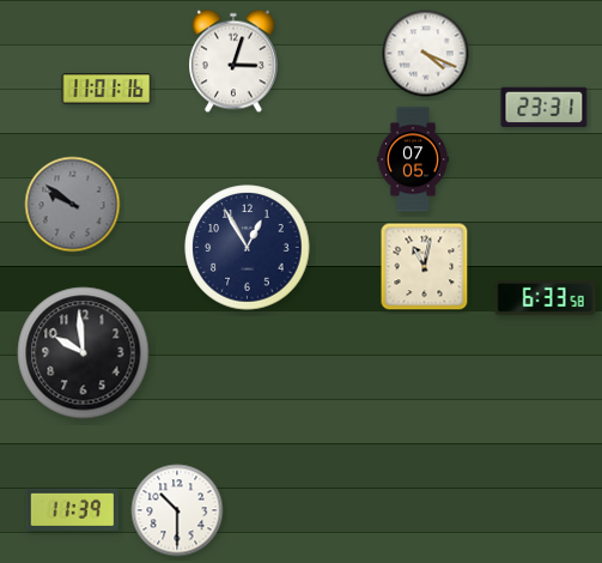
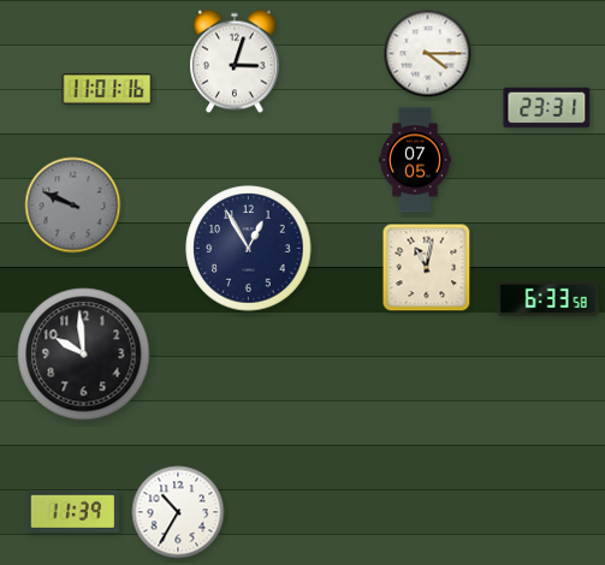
clock at (426, 54): 4:19 -> 4:15
clock at (73, 205): 9:51 -> 9:49
clock at (177, 510): 10:30 -> 10:35
